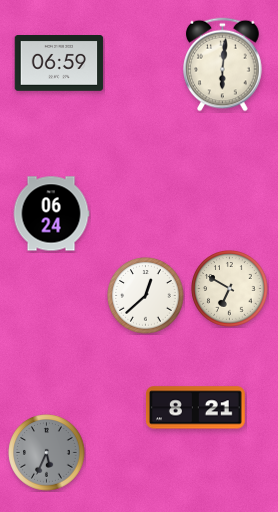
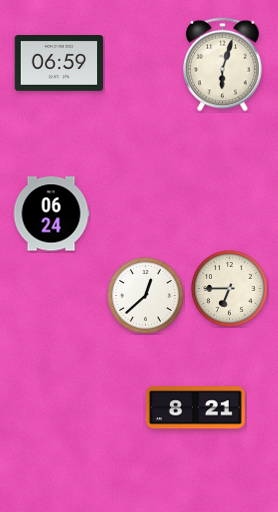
clock at (223, 65): 6:01 -> 6:03
clock at (230, 289): 6:50 -> 6:45
clock at (47, 453): 5:34 -> none
